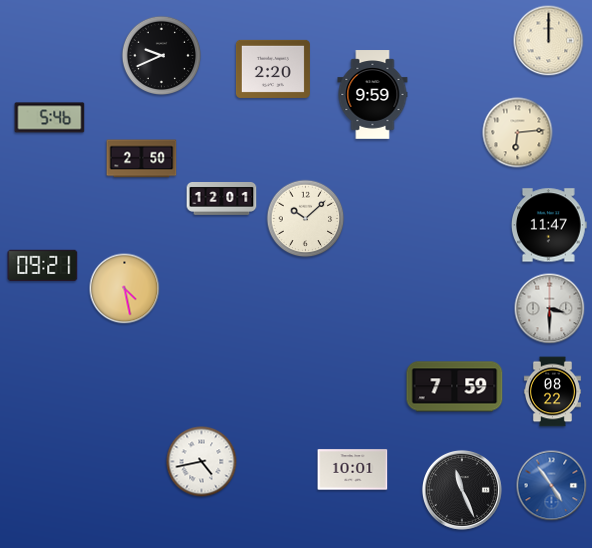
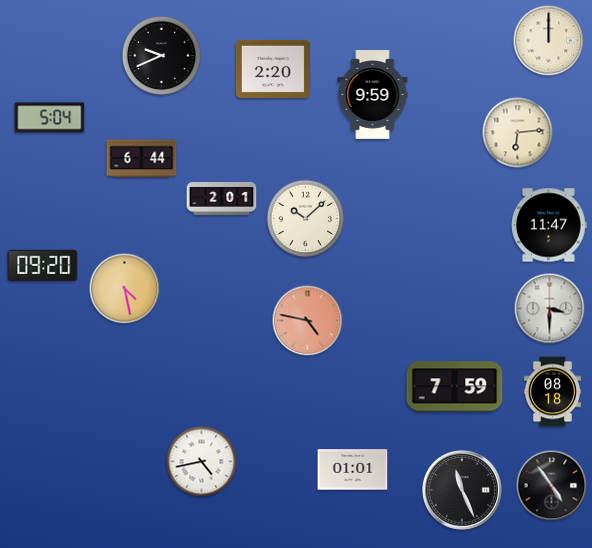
clock at (50, 118): 5:46 -> 5:04
clock at (142, 159): 2:50 -> 6:44
clock at (222, 199): 12:01 -> 2:01
clock at (43, 266): 09:21 -> 09:20
clock at (308, 321): none -> 4:47
clock at (552, 392): 08:22 -> 08:18
clock at (353, 470): 10:01 -> 01:01
clock at (552, 486) dial: blue -> black
